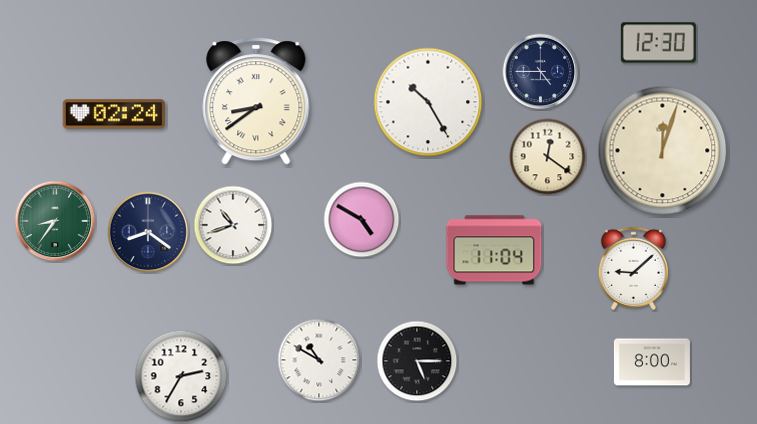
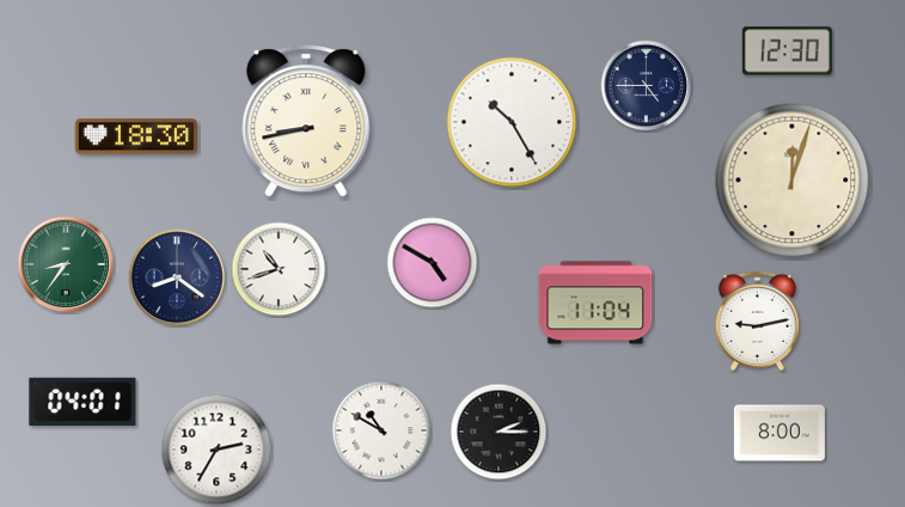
clock at (256, 101): 8:39 -> 8:43
clock at (113, 114): 02:24 -> 18:30
clock at (548, 157): 12:21 -> none
clock at (494, 250) position: (494, 250) -> (595, 303)
clock at (633, 268): 9:08 -> 9:13
clock at (82, 402): none -> 04:01
clock at (417, 361): 5:15 -> 2:15
